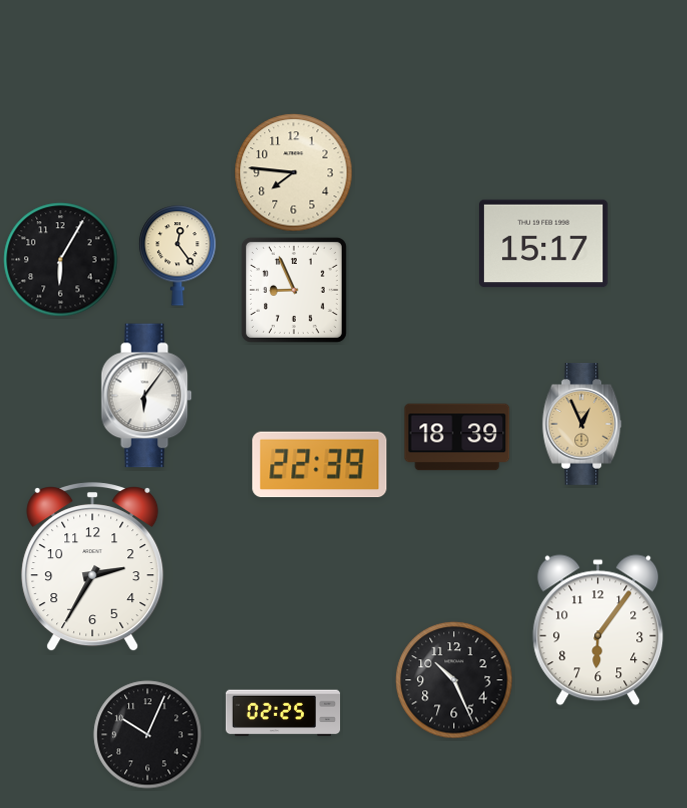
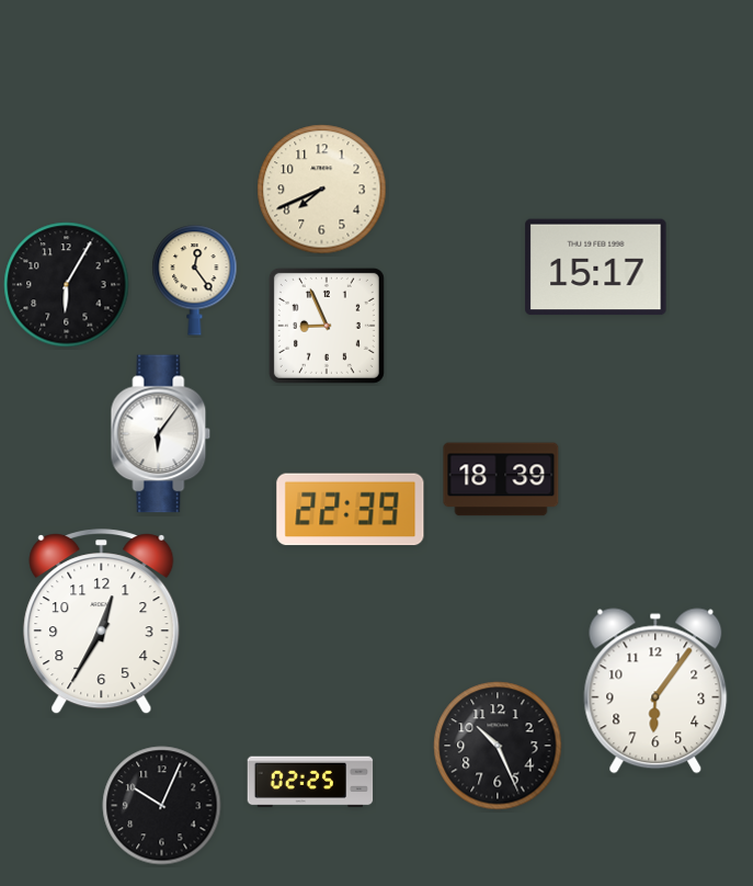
clock at (294, 173): 7:46 -> 7:41
clock at (294, 290) position: (294, 290) -> (327, 326)
clock at (582, 424): 12:56 -> none
clock at (93, 567): 2:35 -> 12:35
